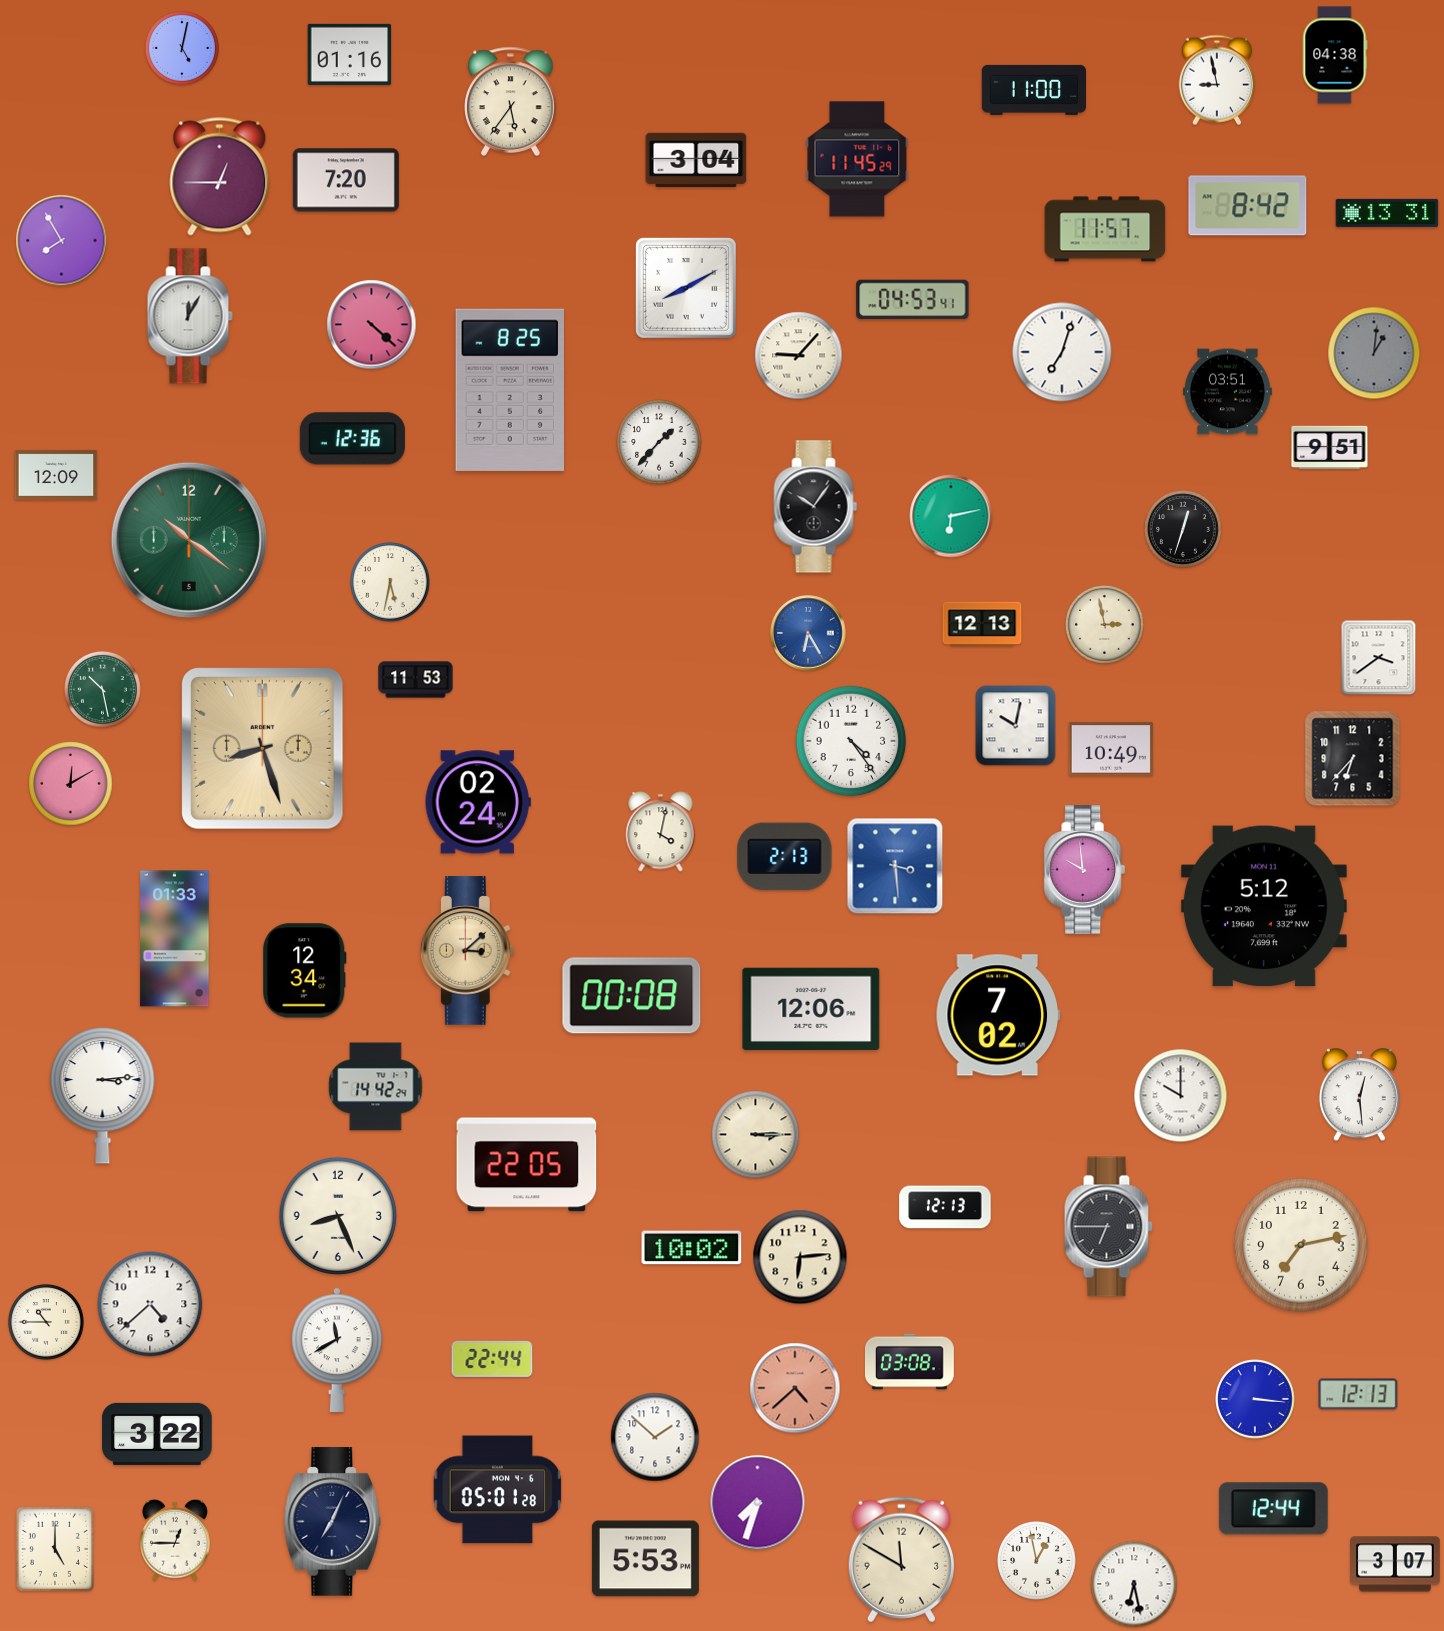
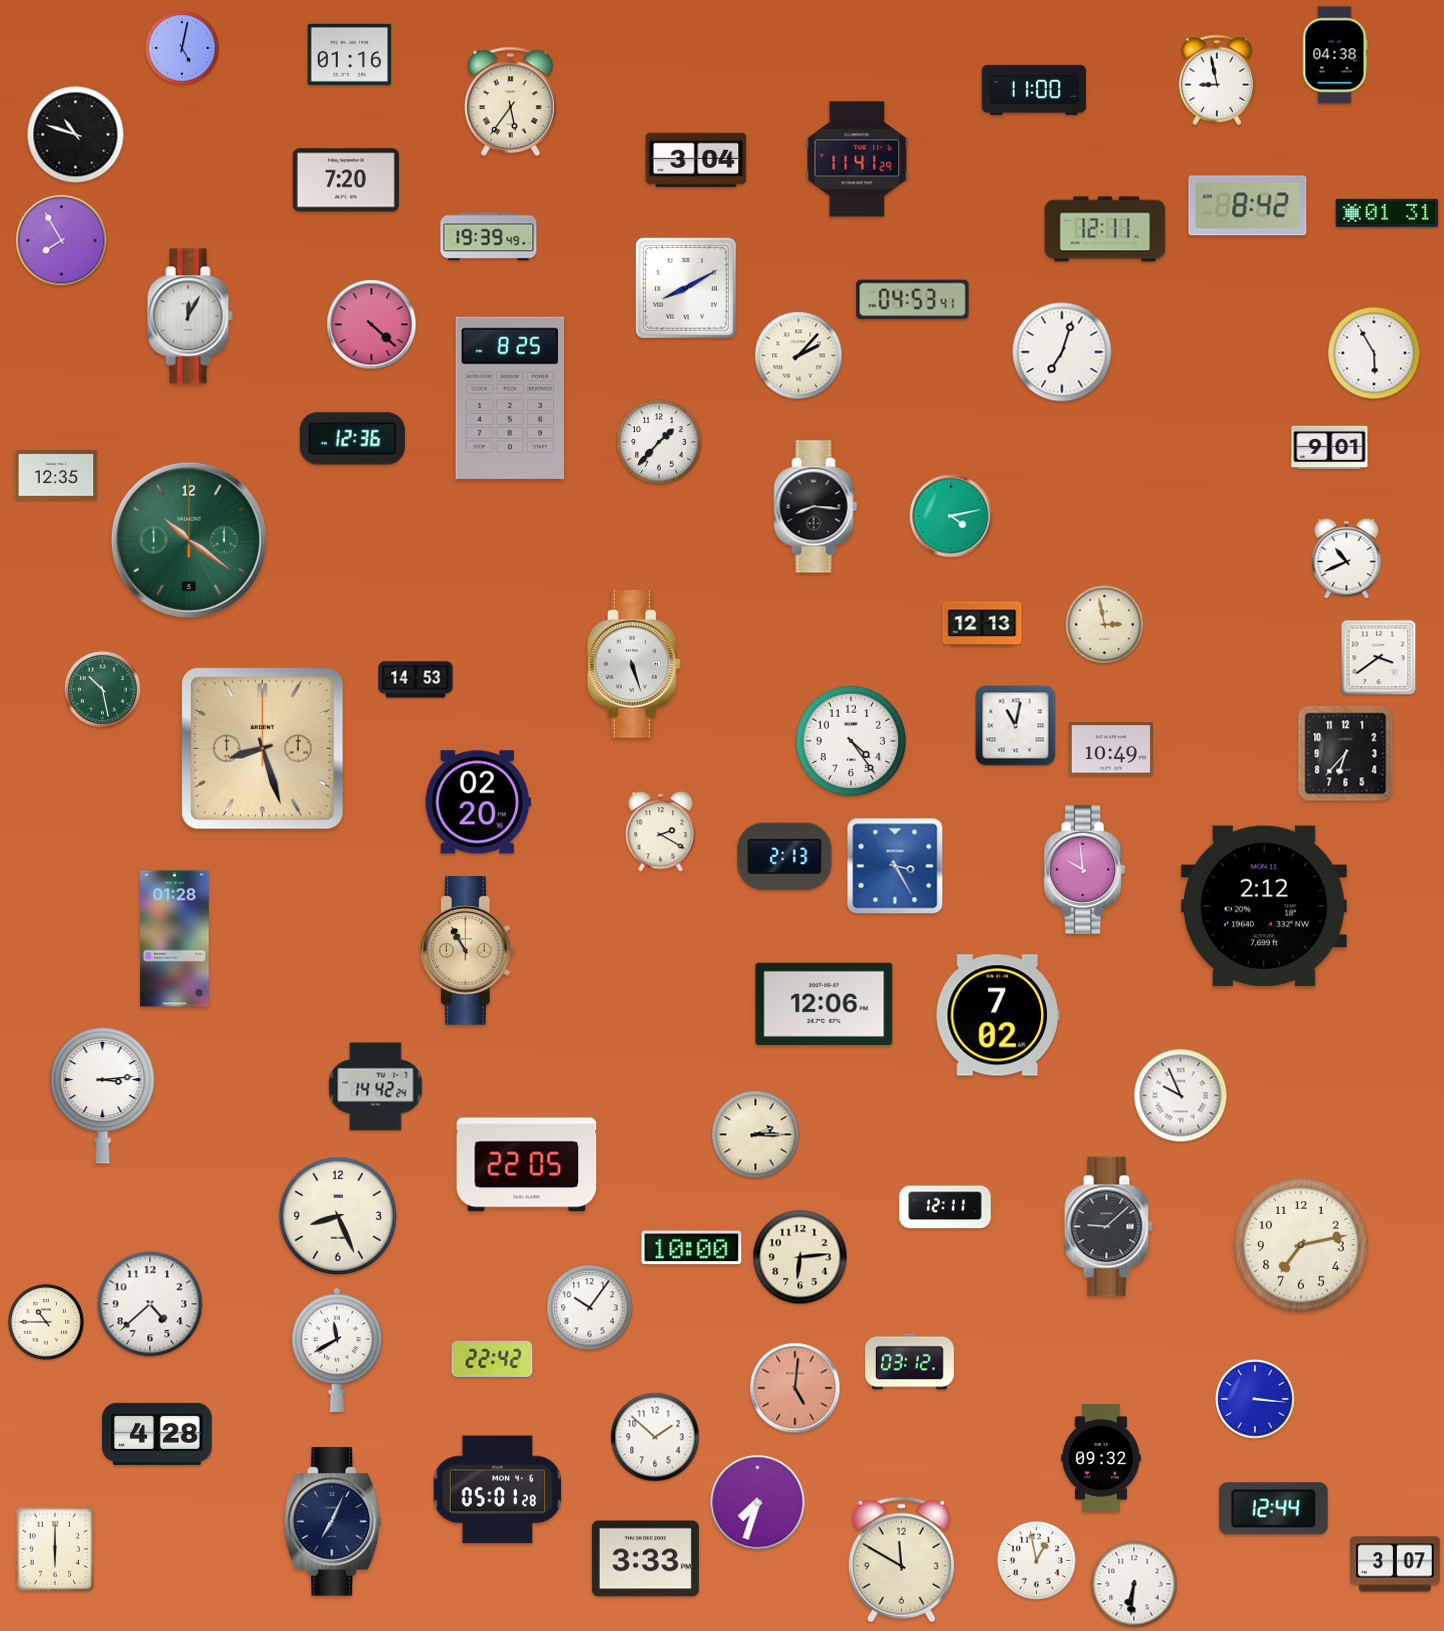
clock at (76, 135): none -> 10:48
clock at (857, 159): 11:45 -> 11:41
clock at (220, 177): 12:45 -> none
clock at (1387, 213): 13:31 -> 01:31
clock at (1105, 229): 11:57 -> 12:11
clock at (489, 237): none -> 19:39
clock at (1374, 353): 1:01 -> 5:55
clock at (1374, 353) dial: grey -> white
clock at (799, 356): 9:07 -> 2:07
clock at (510, 390) position: (510, 390) -> (510, 398)
clock at (1228, 392): 03:51 -> none
clock at (1330, 448): 9:51 -> 9:01
clock at (56, 476): 12:09 -> 12:35
clock at (816, 507): 10:06 -> 8:16
clock at (951, 516): 6:13 -> 4:13
clock at (1184, 530): 12:33 -> none
clock at (1347, 559): none -> 10:41
clock at (390, 582): 5:32 -> none
clock at (808, 633): 6:25 -> none
clock at (634, 665): none -> 5:27
clock at (416, 680): 11:53 -> 14:53
clock at (1016, 726): 10:02 -> 11:02
clock at (1353, 759) position: (1353, 759) -> (1346, 754)
clock at (71, 784): 12:10 -> none
clock at (478, 802): 02:24 -> 02:20
clock at (661, 832): 4:02 -> 2:20
clock at (895, 866): 3:29 -> 3:25
clock at (1264, 906): 5:12 -> 2:12
clock at (175, 939): 01:33 -> 01:28
clock at (467, 951): 3:08 -> 10:55
clock at (305, 971): 12:34 -> none
clock at (632, 996): 00:08 -> none
clock at (811, 1008) position: (811, 1008) -> (824, 1003)
clock at (1359, 1095): 12:29 -> none
clock at (1181, 1096): 10:00 -> 9:56
clock at (756, 1135): 3:15 -> 2:15
clock at (945, 1207): 12:13 -> 12:11
clock at (1108, 1227): 6:45 -> 9:08
clock at (692, 1248): 10:02 -> 10:00
clock at (590, 1308): none -> 10:06
clock at (492, 1359): 22:44 -> 22:42
clock at (909, 1362): 03:08 -> 03:12
clock at (795, 1388): 4:38 -> 5:01
clock at (1358, 1394): 12:13 -> none
clock at (157, 1434): 3:22 -> 4:28
clock at (1101, 1459): none -> 09:32
clock at (175, 1540): 12:45 -> none
clock at (54, 1548): 5:00 -> 6:00
clock at (645, 1559): 5:53 -> 3:33
clock at (1134, 1584): 6:28 -> 6:31
